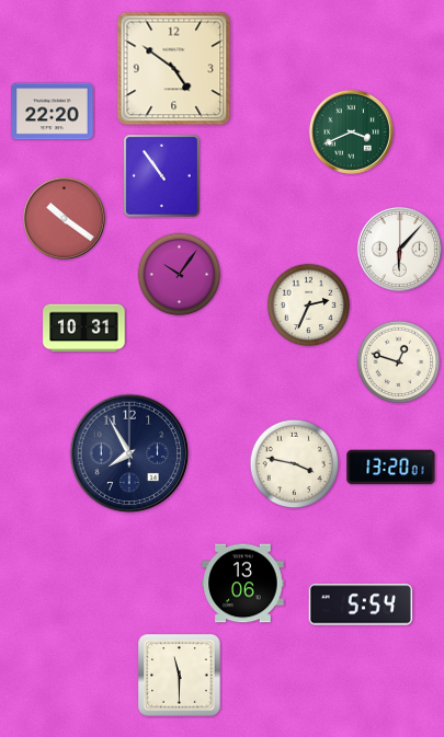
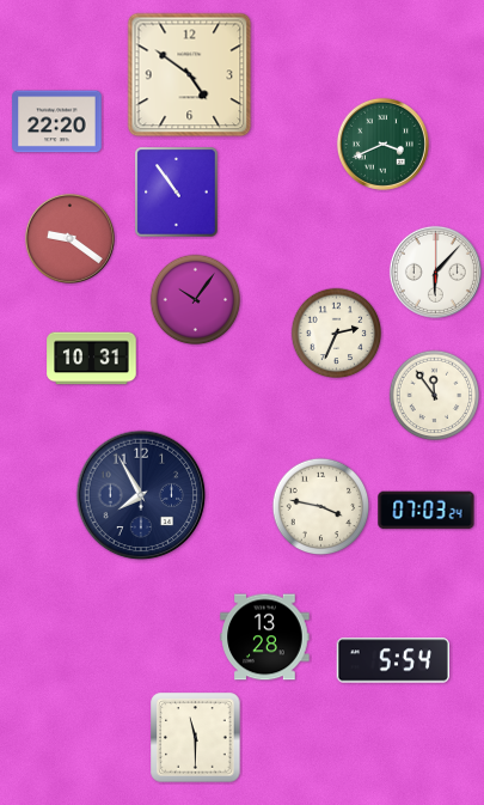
clock at (64, 218): 10:21 -> 9:21
clock at (399, 362): 12:48 -> 11:54
clock at (391, 468): 13:20 -> 07:03
clock at (243, 584): 13:06 -> 13:28
